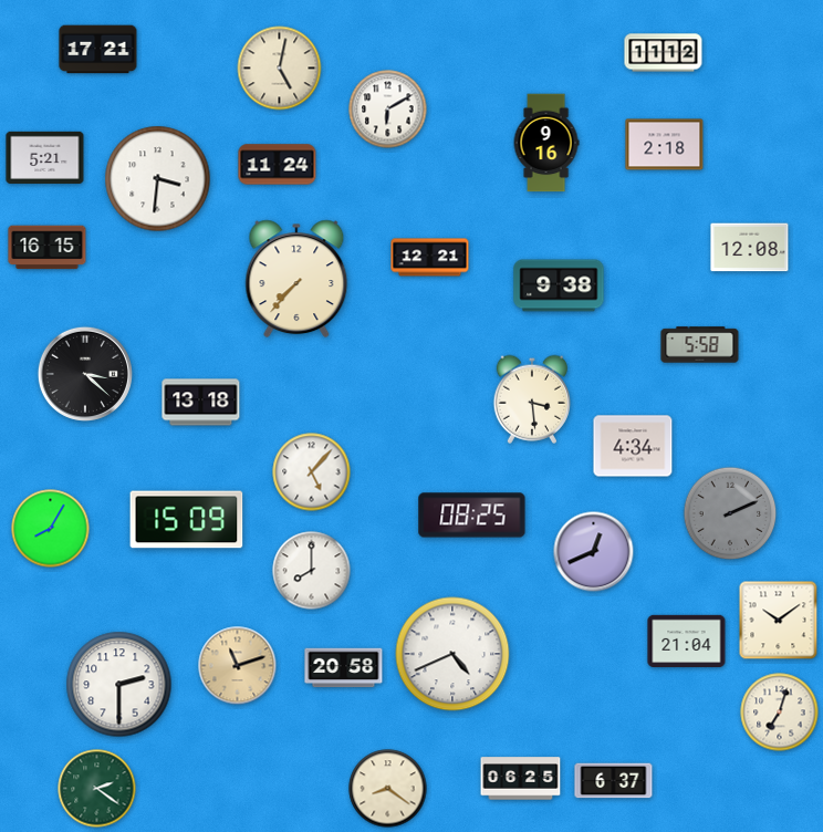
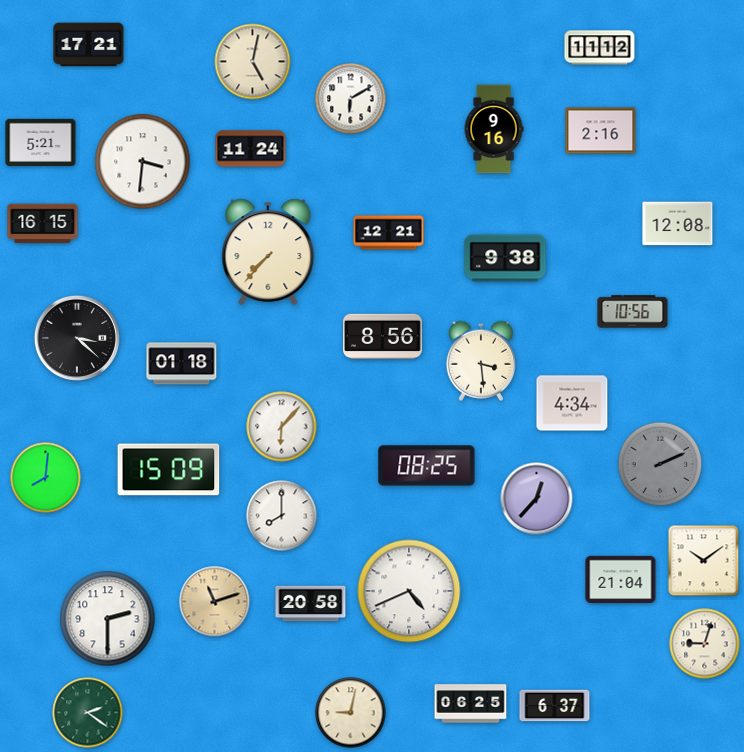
clock at (665, 145): 2:18 -> 2:16
clock at (700, 345): 5:58 -> 10:56
clock at (383, 336): none -> 8:56
clock at (201, 403): 13:18 -> 01:18
clock at (312, 472): 5:07 -> 6:07
clock at (51, 529): 8:05 -> 8:01
clock at (594, 552): 12:41 -> 12:37
clock at (780, 713): 7:03 -> 9:03
clock at (388, 789): 8:21 -> 9:02
